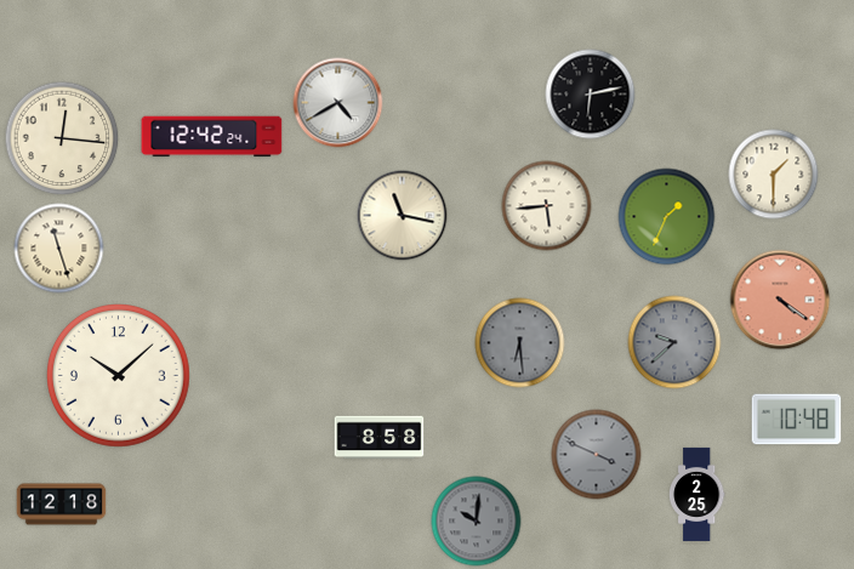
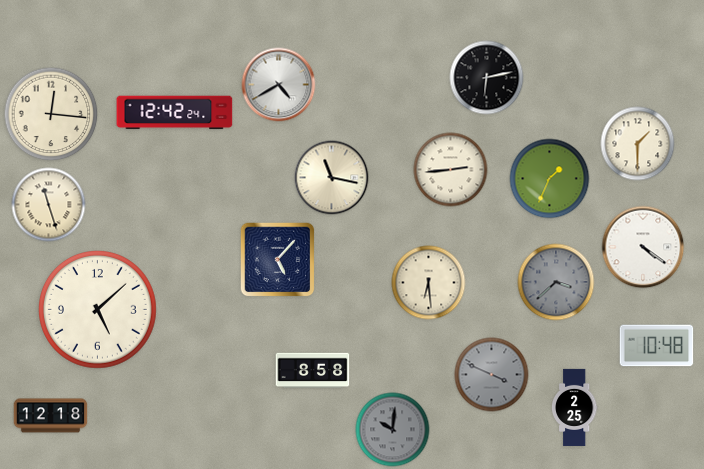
clock at (547, 206): 5:44 -> 2:44
clock at (780, 300) dial: salmon -> white
clock at (278, 260): none -> 5:07
clock at (674, 342): 9:38 -> 3:38
clock at (520, 343) dial: grey -> cream
clock at (119, 376): 10:08 -> 5:08
clock at (380, 438) position: (380, 438) -> (313, 371)
